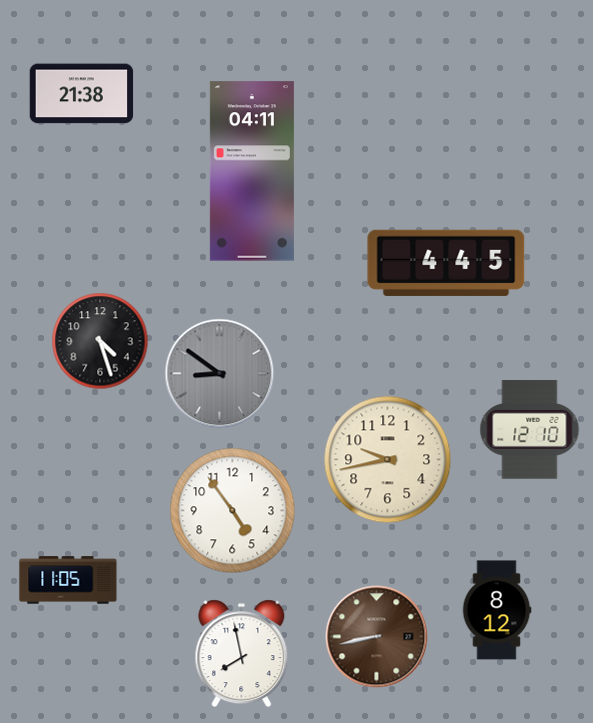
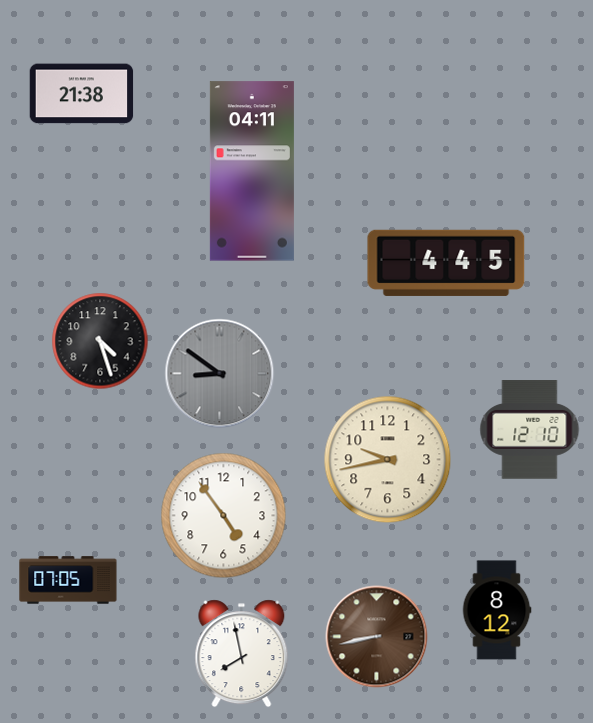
clock at (233, 511) position: (233, 511) -> (224, 516)
clock at (68, 580): 11:05 -> 07:05
